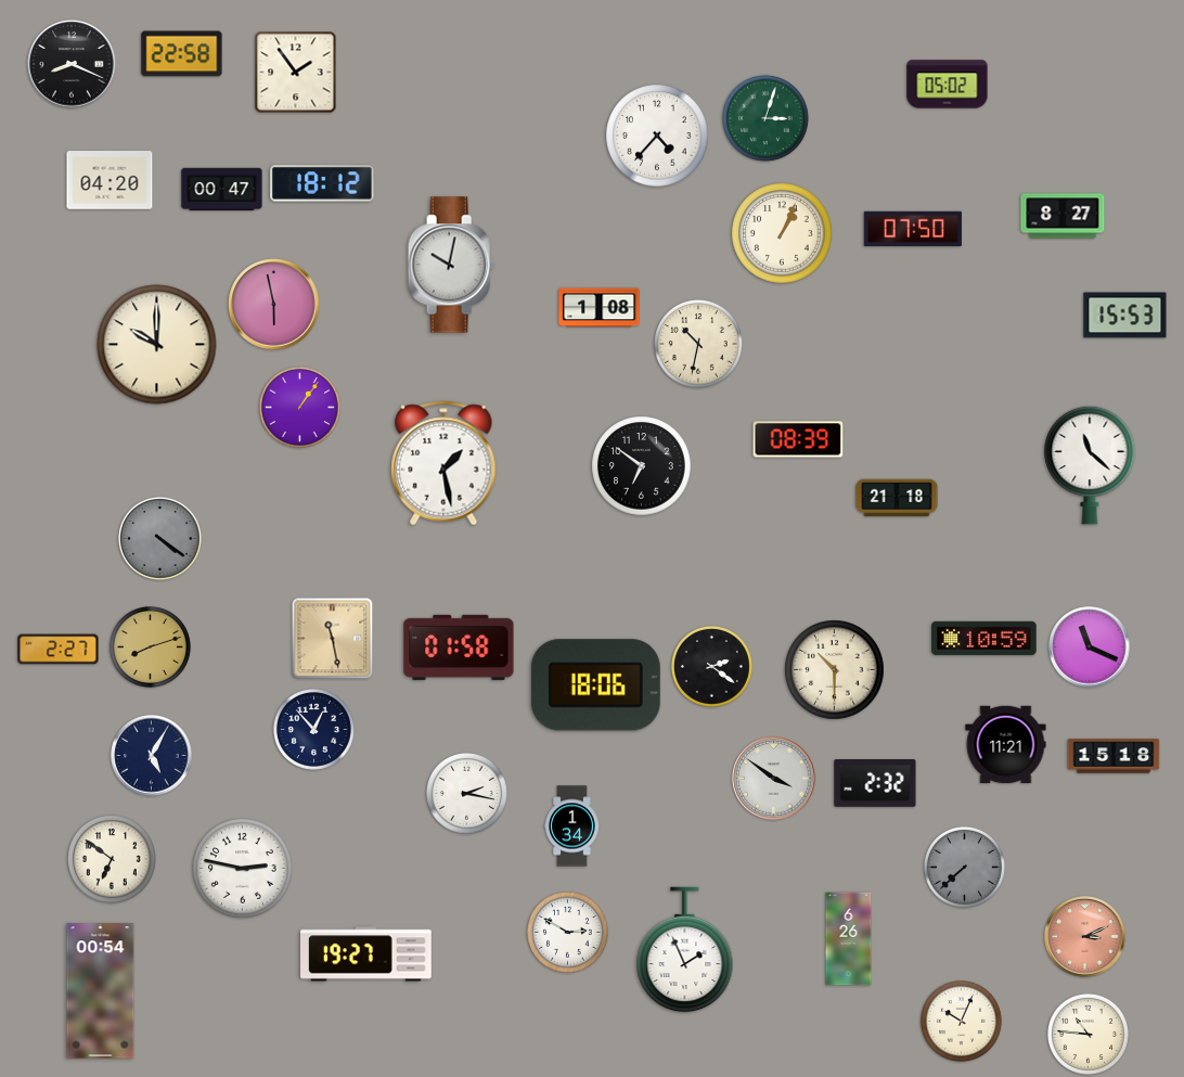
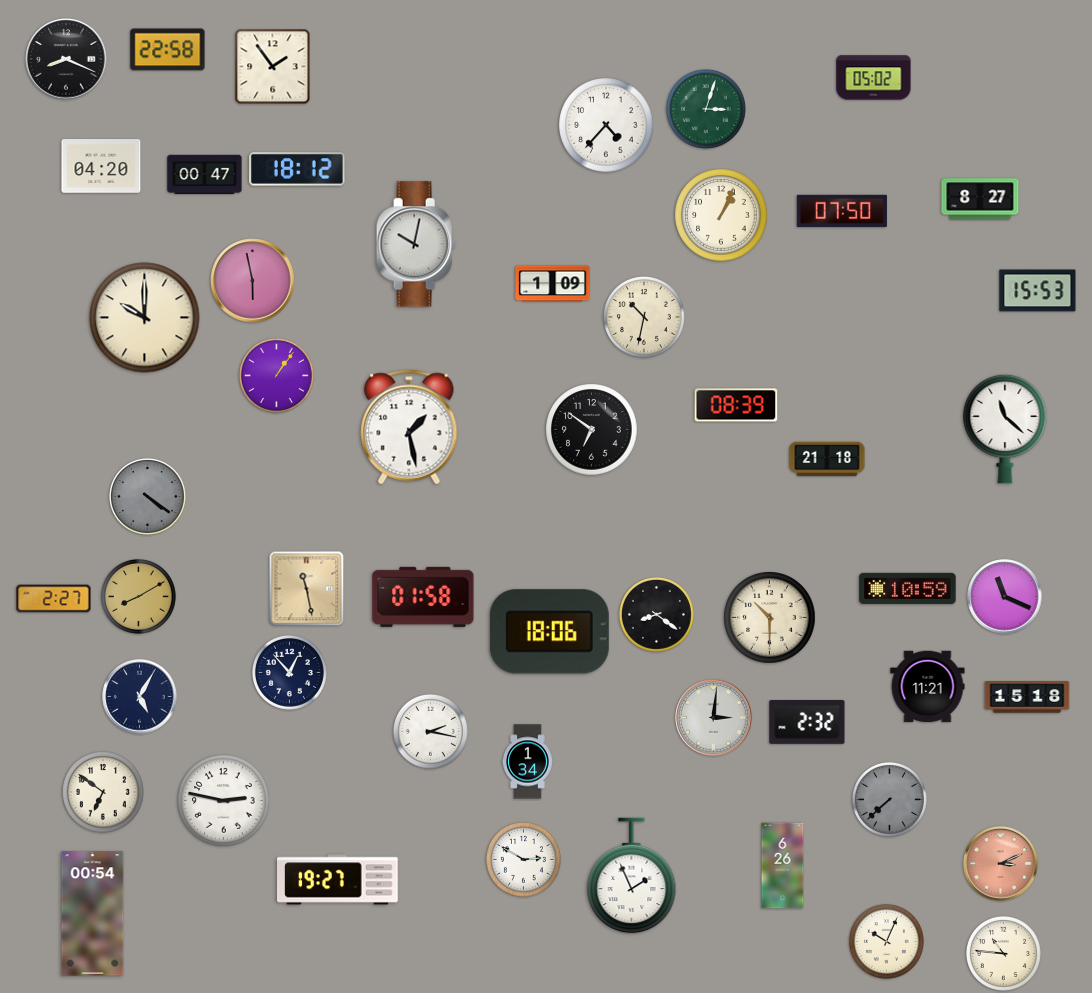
clock at (600, 308): 1:08 -> 1:09
clock at (150, 646): 8:12 -> 8:10
clock at (711, 666): 2:21 -> 8:21
clock at (774, 779): 3:51 -> 3:01
